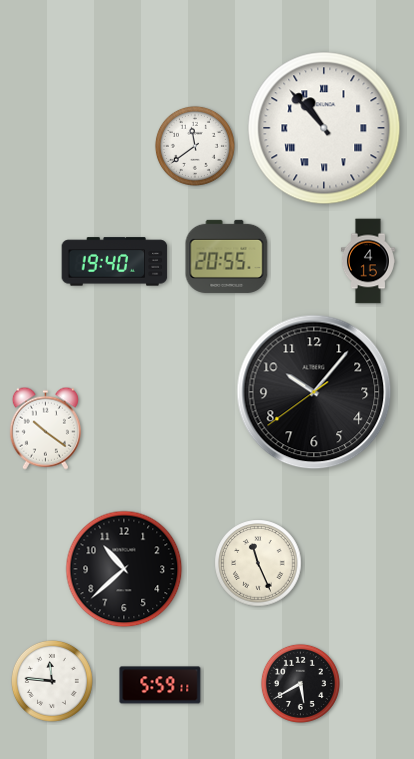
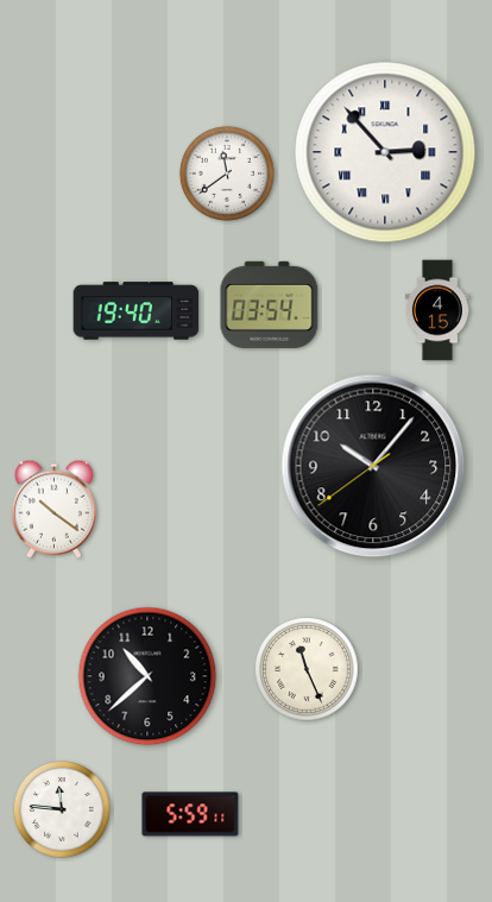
clock at (324, 128): 10:53 -> 2:53
clock at (195, 146) position: (195, 146) -> (227, 174)
clock at (227, 256): 20:55 -> 03:54
clock at (300, 683): 5:40 -> none
